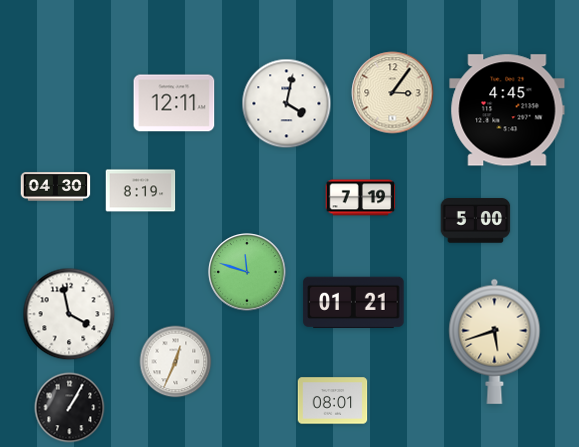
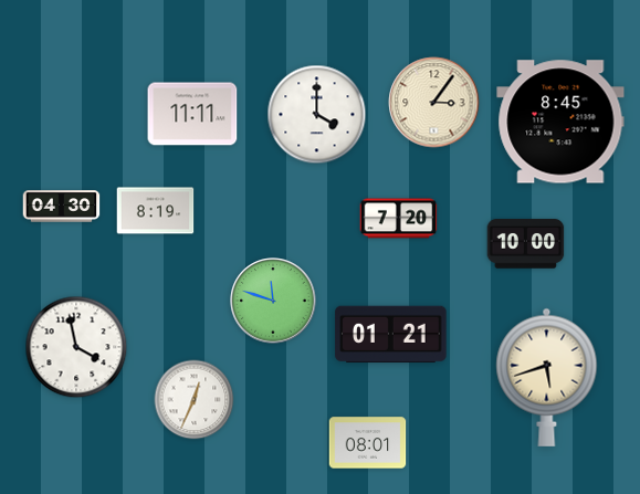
clock at (174, 103): 12:11 -> 11:11
clock at (287, 104): 4:02 -> 4:00
clock at (507, 110): 4:45 -> 8:45
clock at (361, 198): 7:19 -> 7:20
clock at (476, 221): 5:00 -> 10:00
clock at (70, 408): 1:05 -> none
